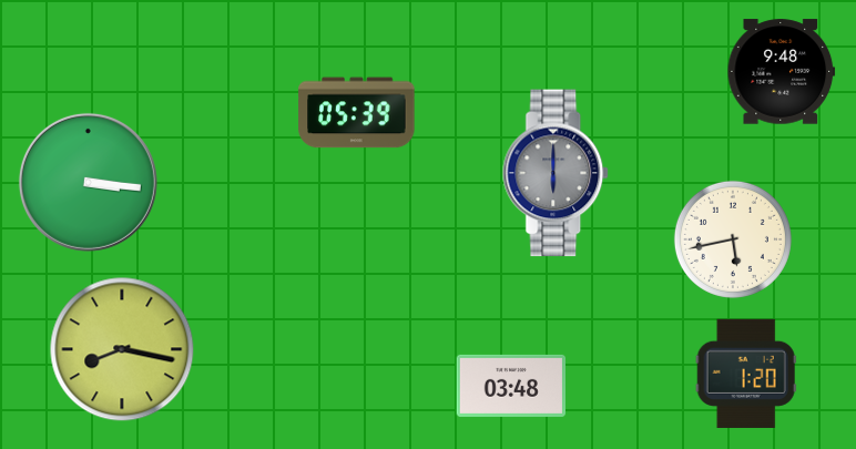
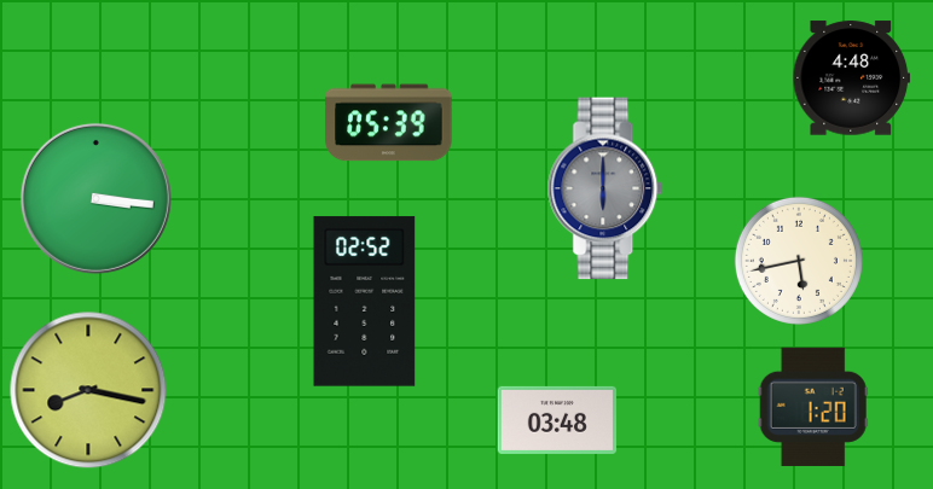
clock at (782, 72): 9:48 -> 4:48
clock at (365, 302): none -> 02:52
clock at (122, 349) position: (122, 349) -> (88, 390)
